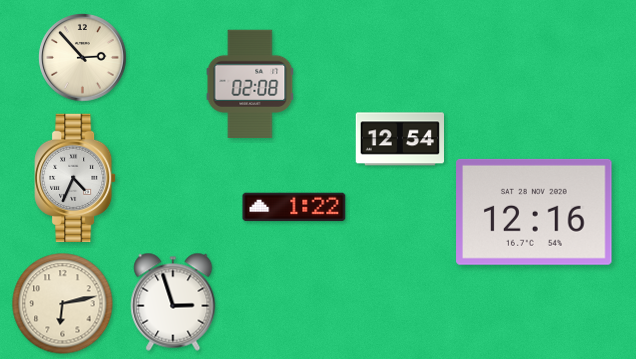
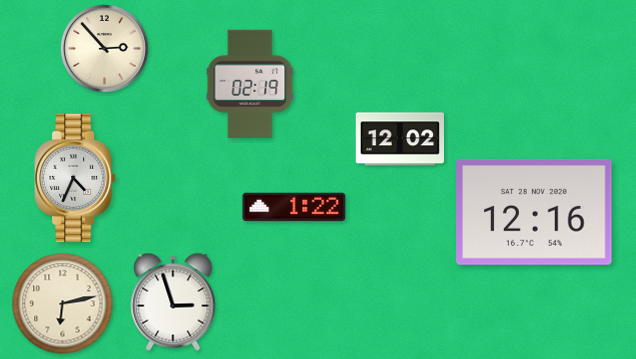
clock at (83, 58) position: (83, 58) -> (105, 49)
clock at (250, 83): 02:08 -> 02:19
clock at (399, 139): 12:54 -> 12:02
